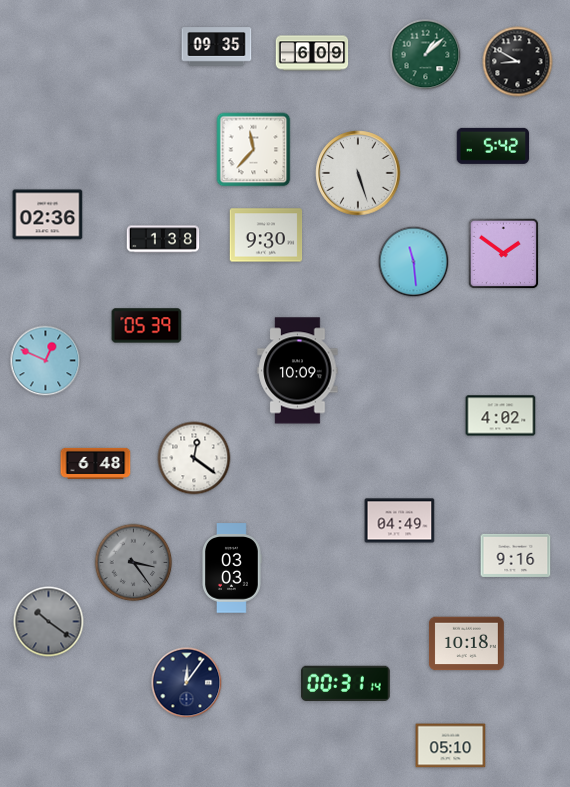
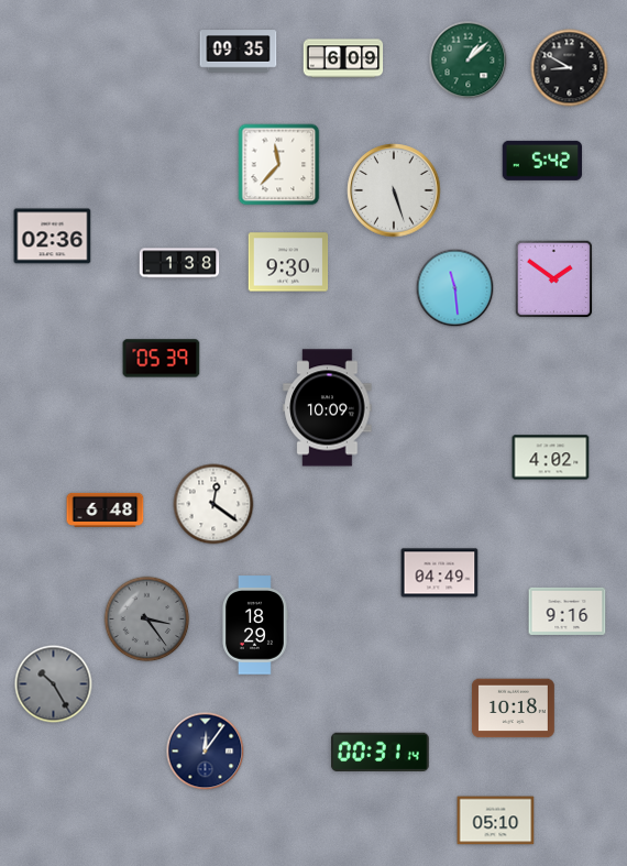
clock at (266, 235) position: (266, 235) -> (288, 262)
clock at (46, 361): 12:49 -> none
clock at (232, 568): 03:03 -> 18:29
clock at (49, 622): 10:21 -> 10:25
